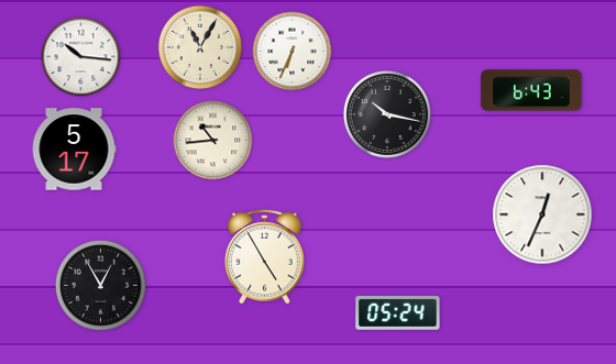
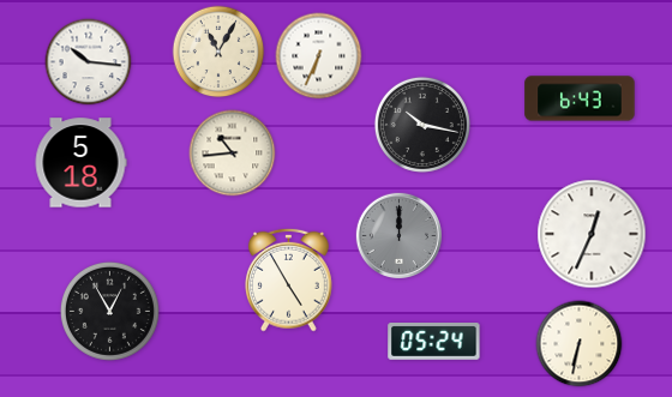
clock at (74, 150): 5:17 -> 5:18
clock at (398, 235): none -> 12:00
clock at (580, 344): none -> 6:32
